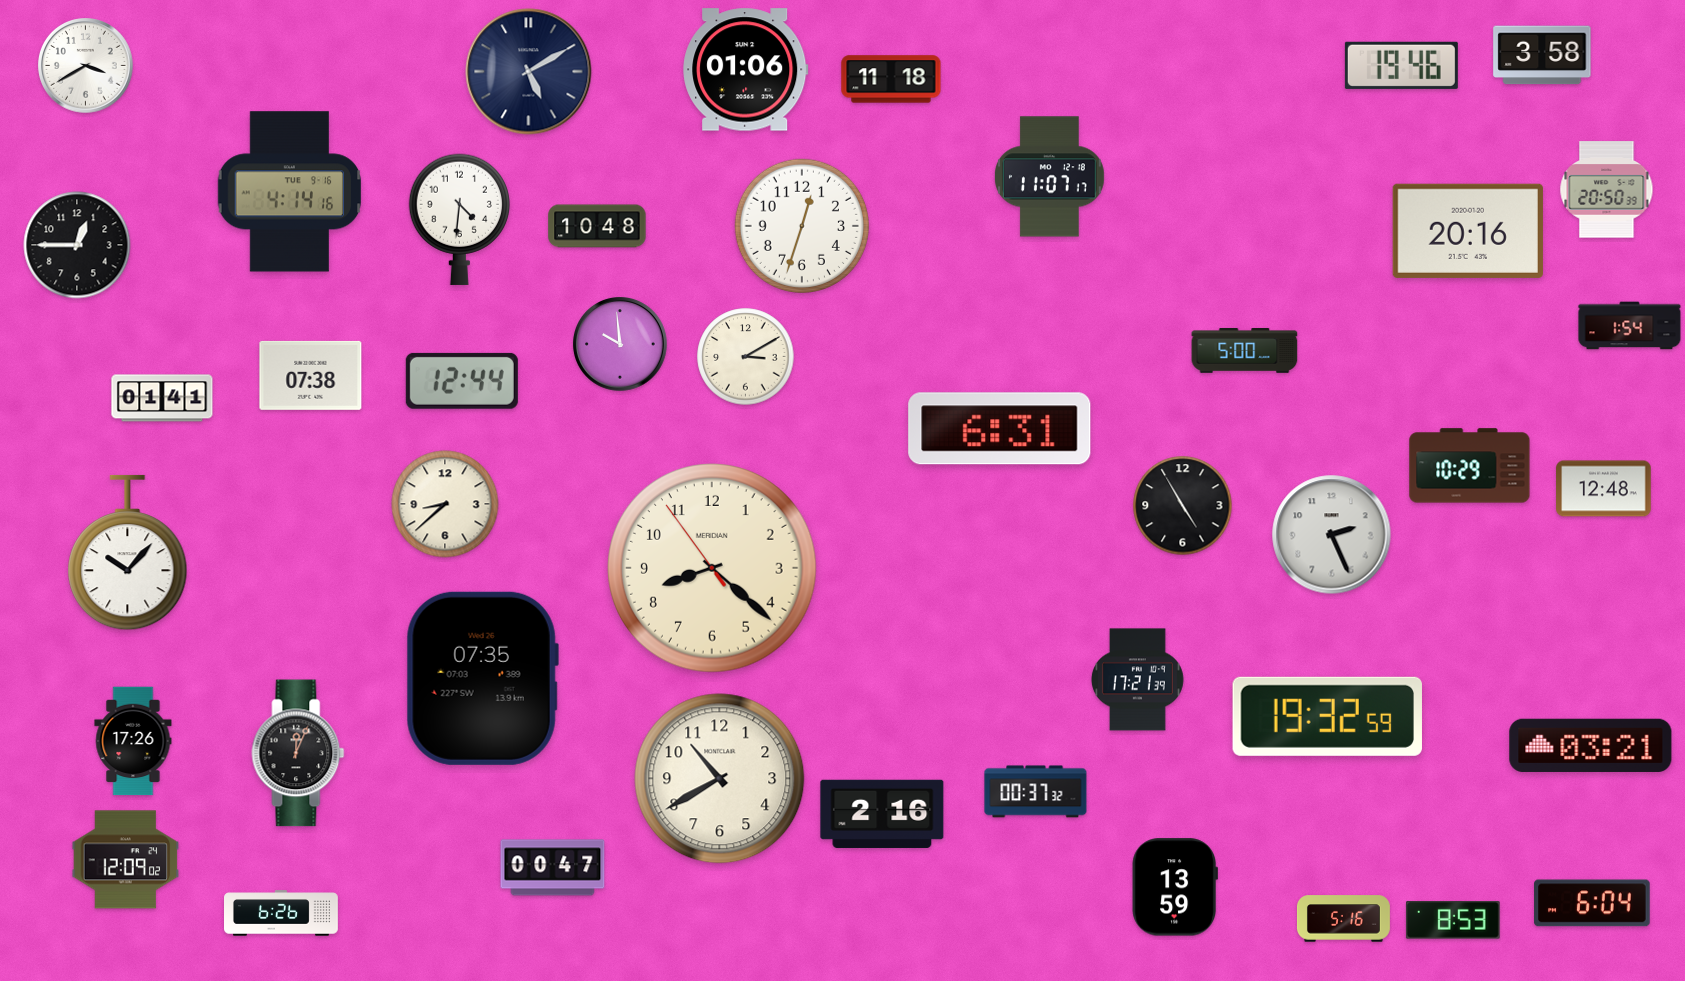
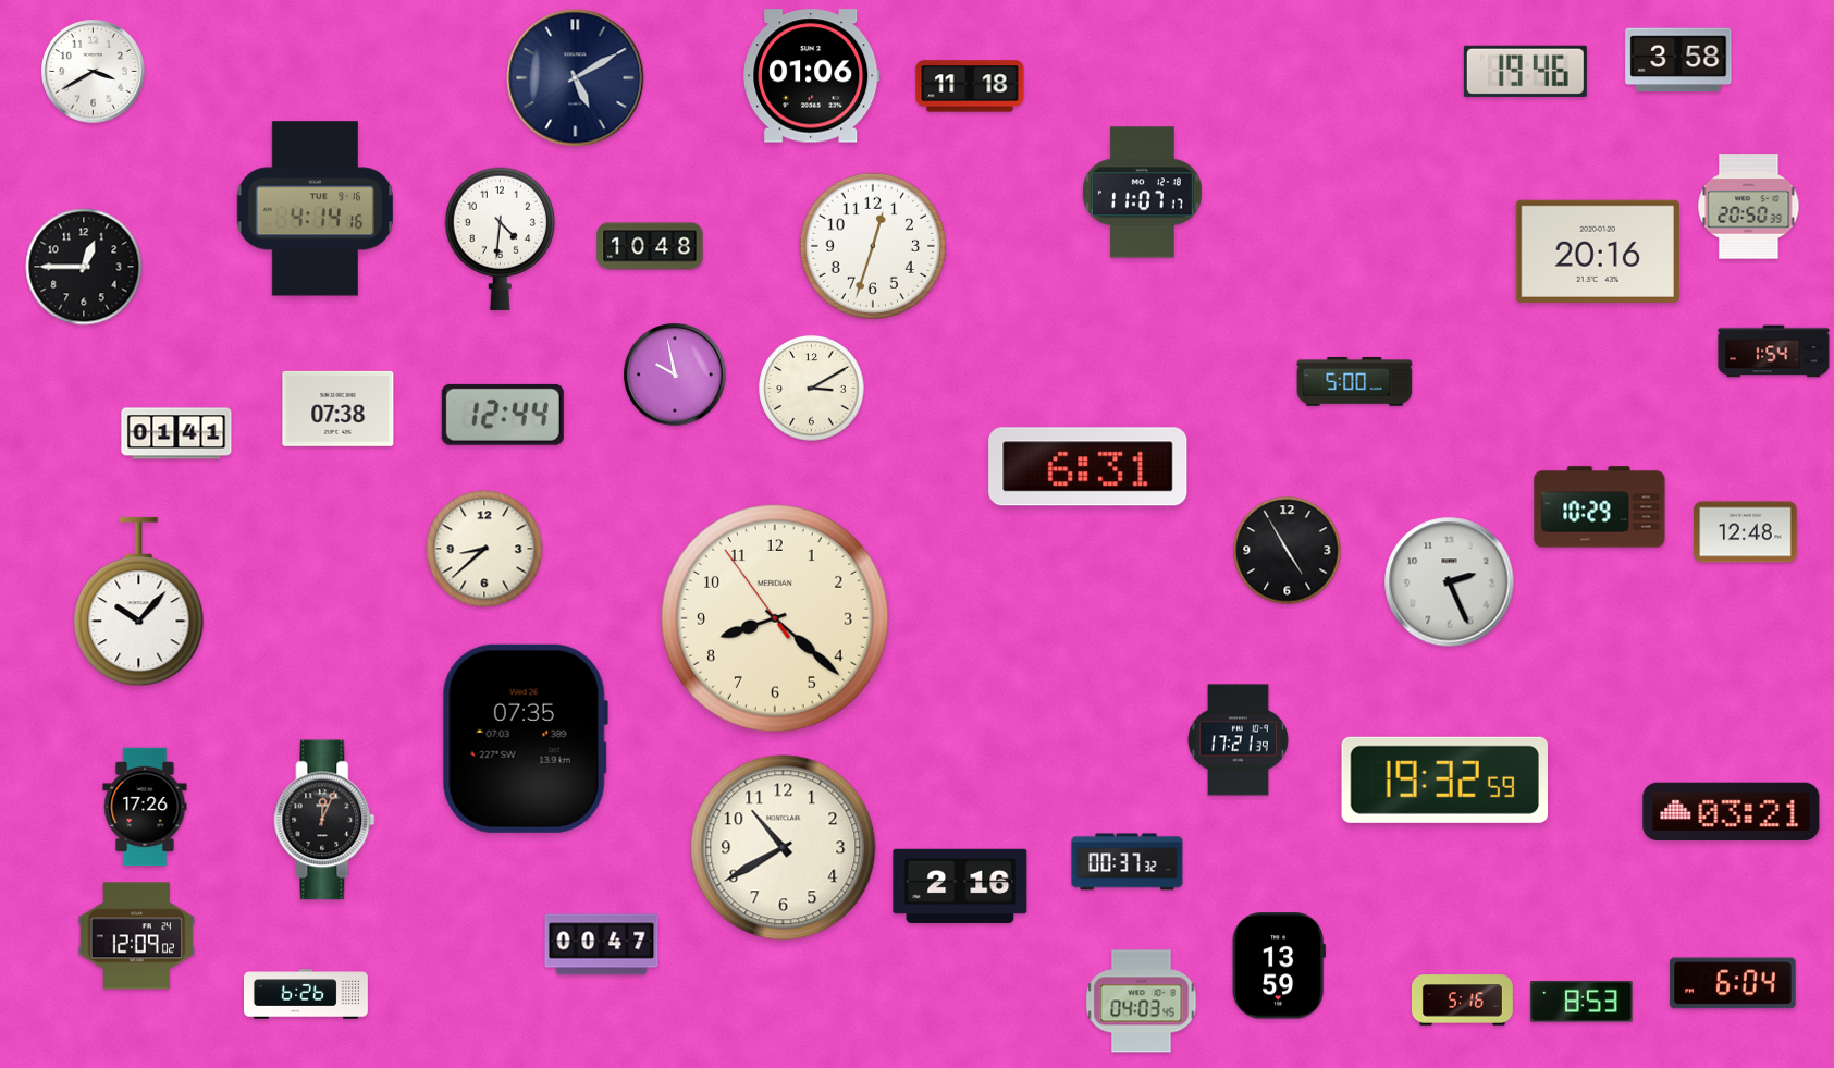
clock at (1630, 326) position: (1630, 326) -> (1774, 352)
clock at (620, 344): 9:59 -> 9:58
clock at (1142, 1002): none -> 04:03
